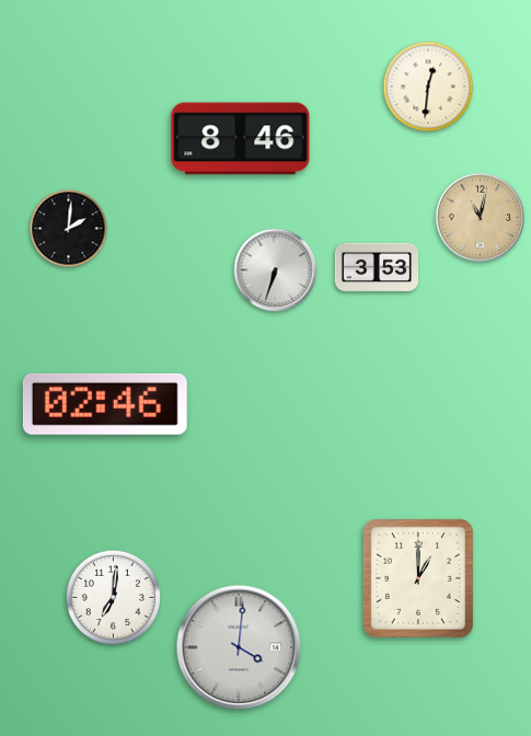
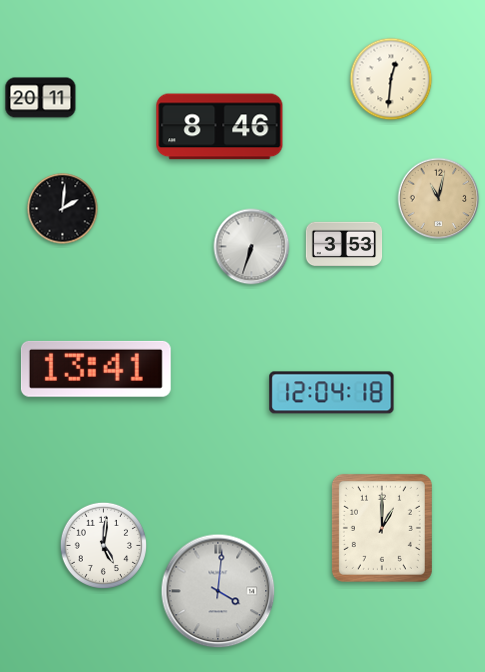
clock at (41, 98): none -> 20:11
clock at (105, 404): 02:46 -> 13:41
clock at (332, 393): none -> 12:04
clock at (113, 597): 7:01 -> 5:01
